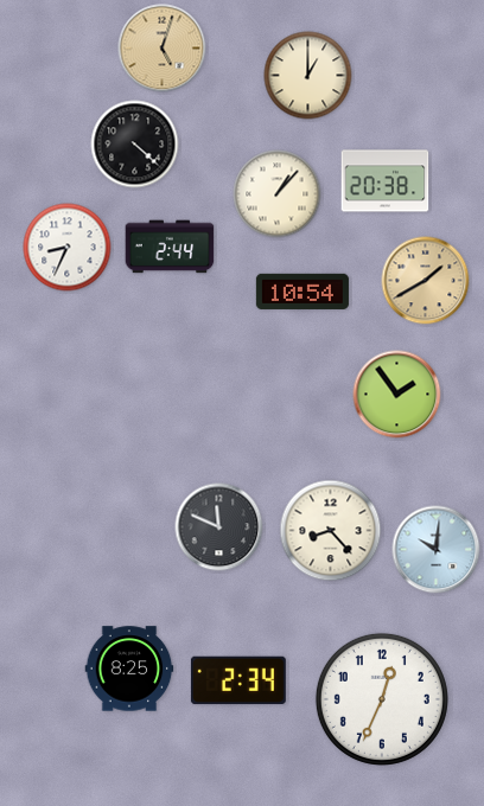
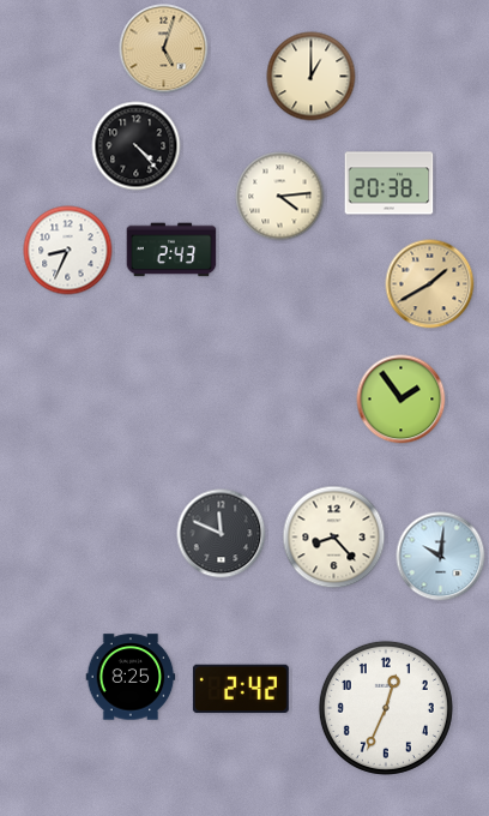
clock at (135, 145): 4:22 -> 4:23
clock at (278, 194): 1:07 -> 4:14
clock at (170, 247): 2:44 -> 2:43
clock at (302, 292): 10:54 -> none
clock at (238, 680): 2:34 -> 2:42
